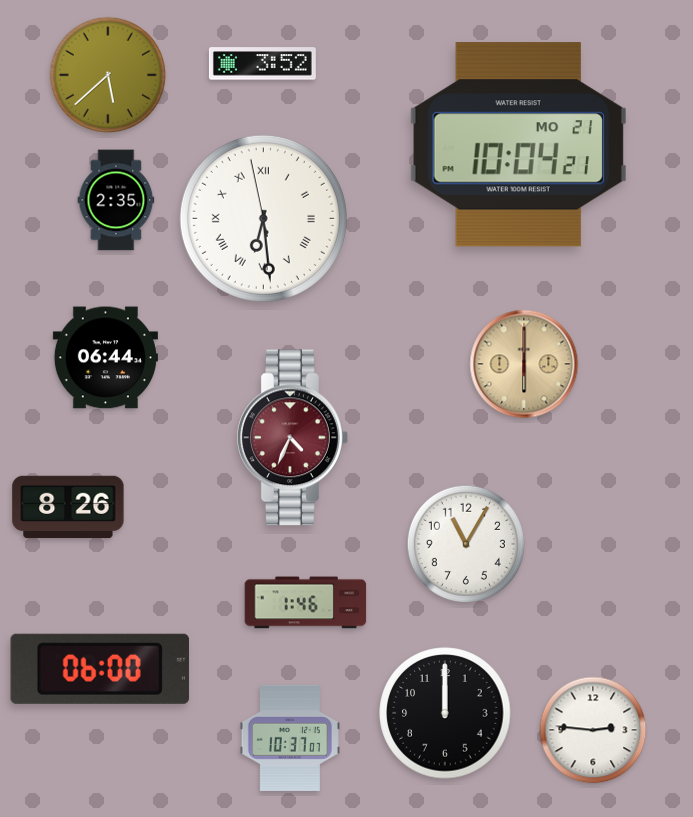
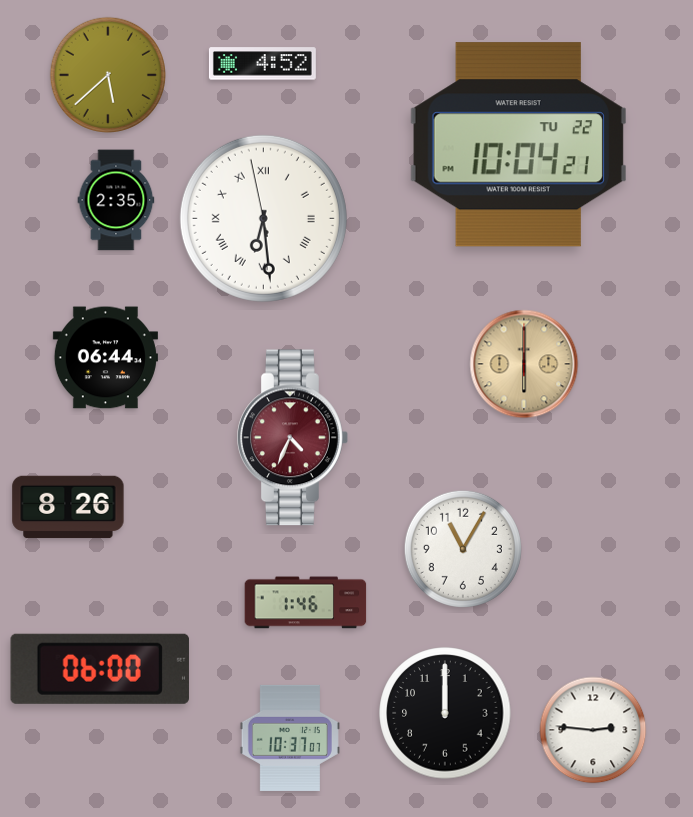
clock at (262, 64): 3:52 -> 4:52
clock at (518, 145) date: MO 21 -> TU 22
clock at (466, 544) position: (466, 544) -> (463, 549)
